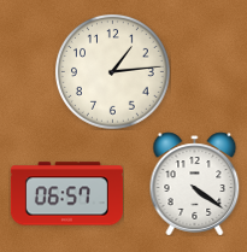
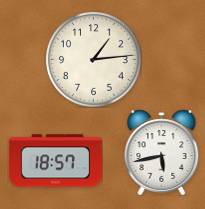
clock at (195, 183): 4:21 -> 5:43
clock at (66, 194): 06:57 -> 18:57
